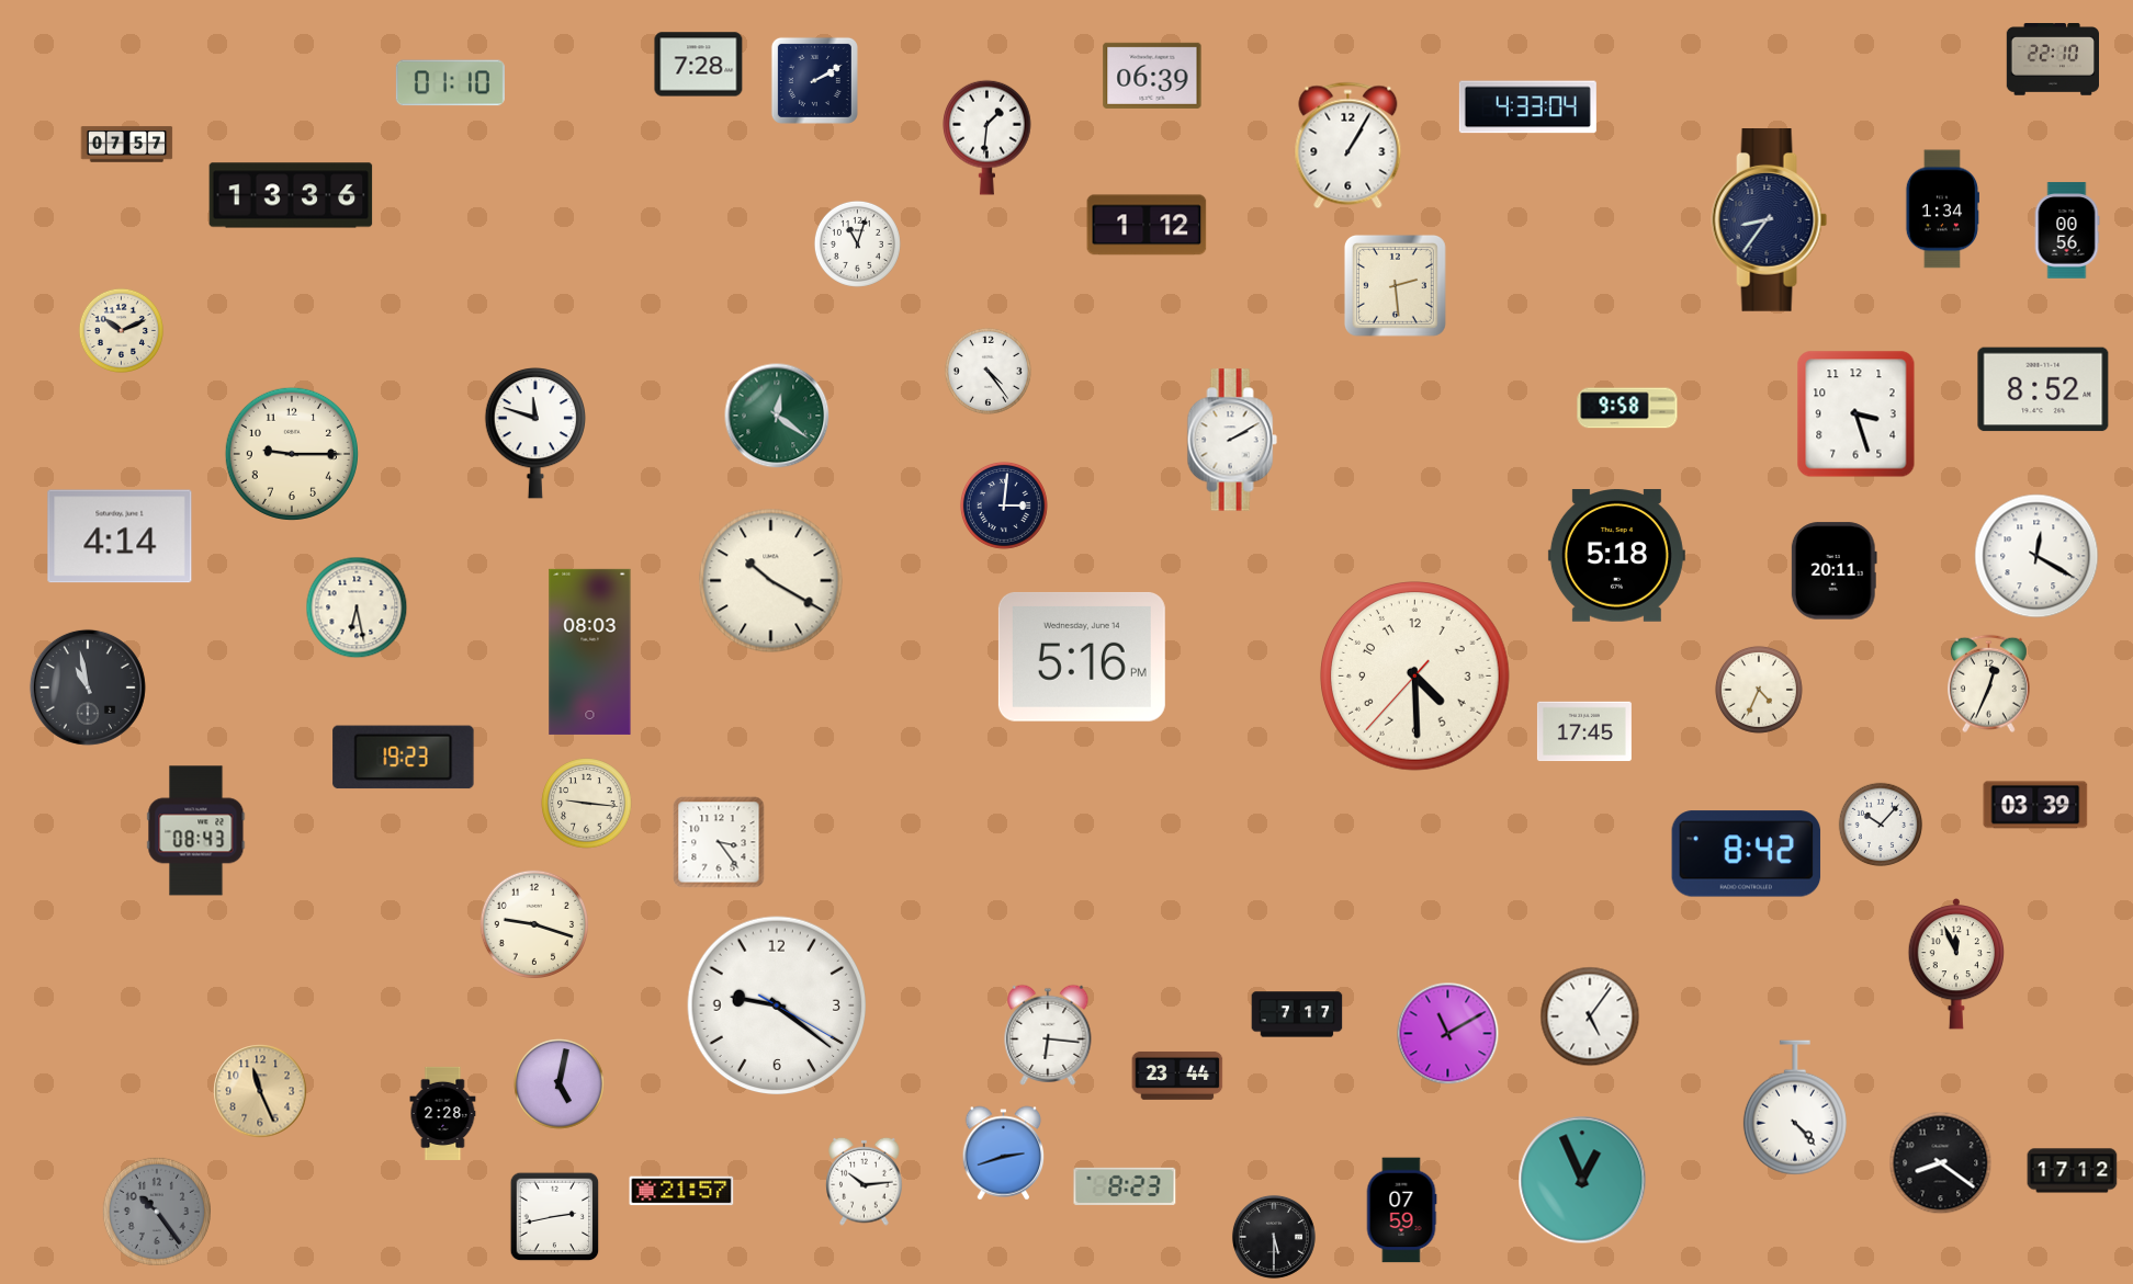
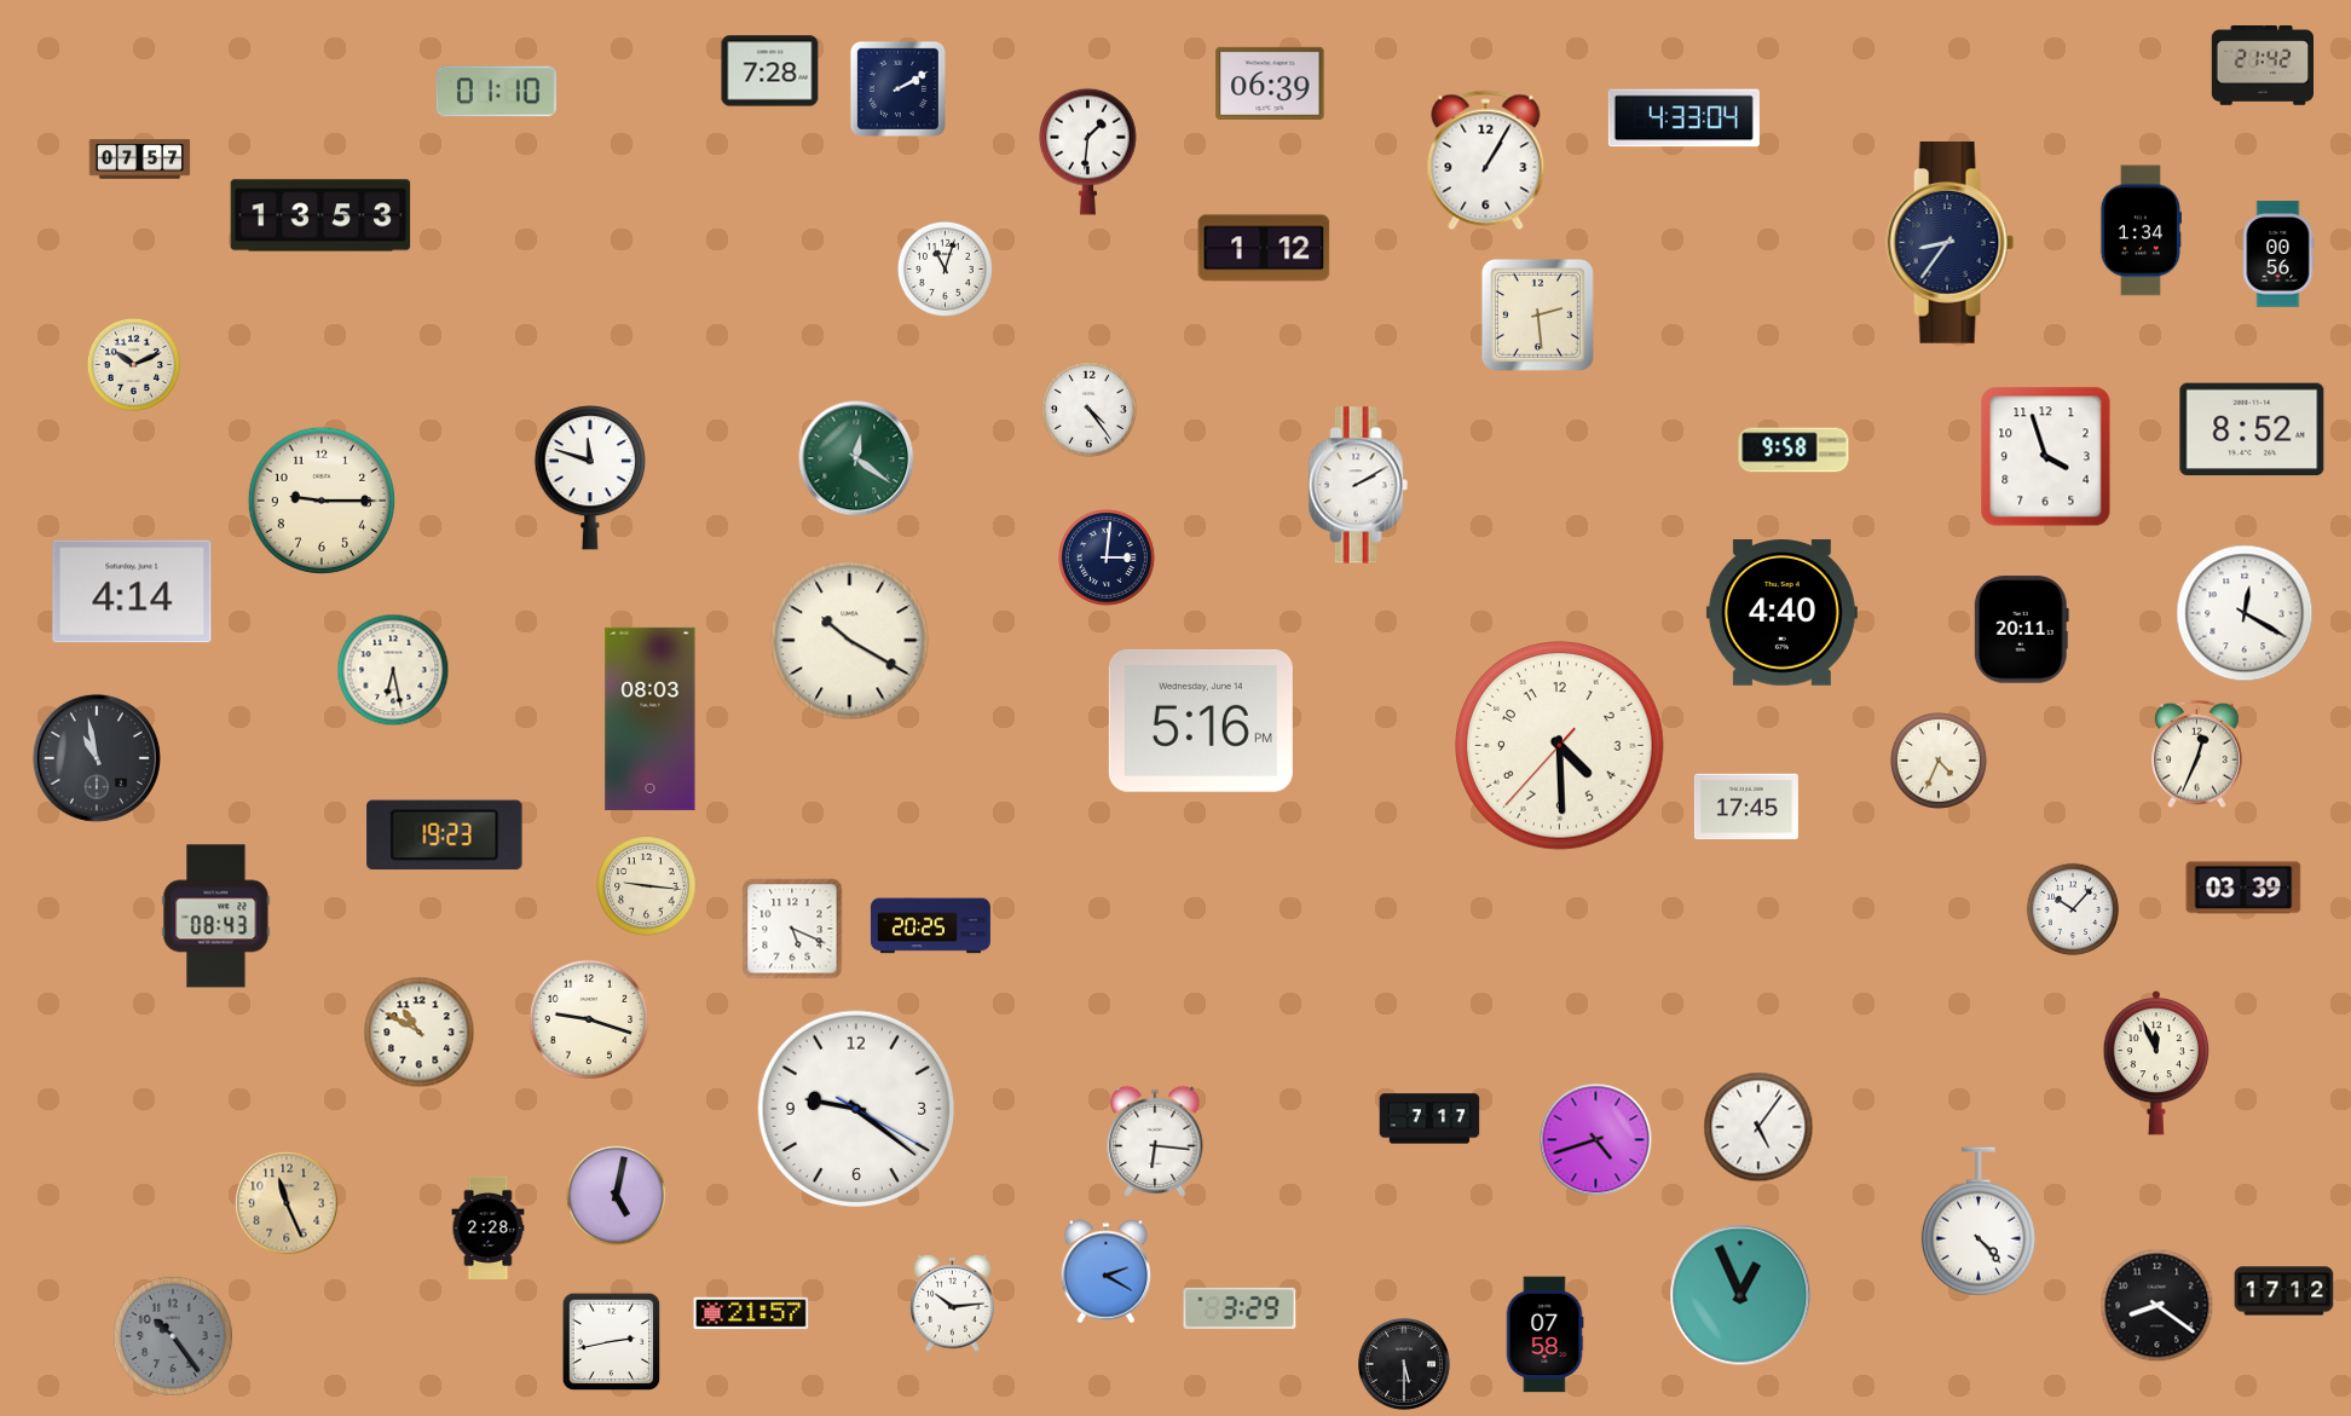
clock at (2052, 59): 22:10 -> 21:42
clock at (291, 195): 13:36 -> 13:53
clock at (1857, 414): 3:27 -> 3:57
clock at (1616, 556): 5:18 -> 4:40
clock at (1082, 657) position: (1082, 657) -> (1201, 721)
clock at (1988, 684) position: (1988, 684) -> (2196, 755)
clock at (930, 926): none -> 20:25
clock at (719, 842): 3:24 -> 5:19
clock at (1747, 854): 8:42 -> none
clock at (420, 1033): none -> 10:50
clock at (1590, 1016) position: (1590, 1016) -> (1758, 1127)
clock at (1448, 1034): 11:10 -> 4:42
clock at (1177, 1076): 23:44 -> none
clock at (1004, 1154): 2:42 -> 2:20
clock at (1941, 1163) position: (1941, 1163) -> (2158, 1306)
clock at (1582, 1180) position: (1582, 1180) -> (1740, 1295)
clock at (1125, 1186): 8:23 -> 3:29
clock at (1401, 1211): 07:59 -> 07:58
